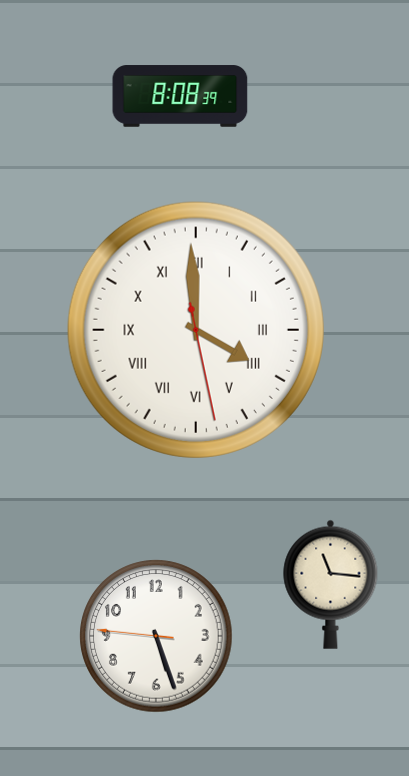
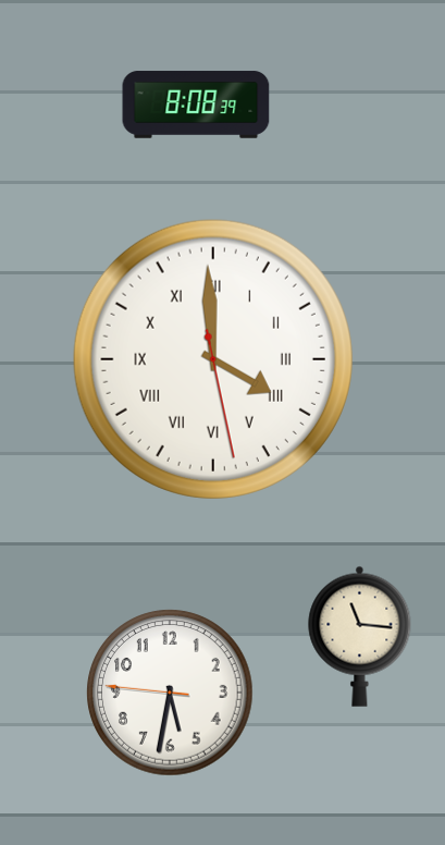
clock at (156, 636): 5:26 -> 5:31
